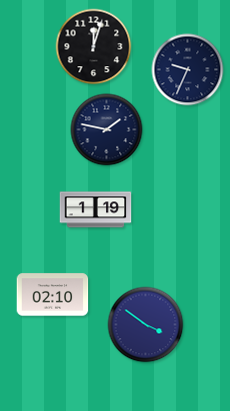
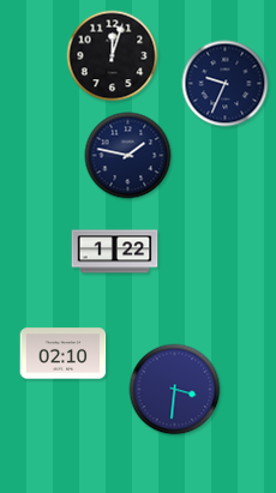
clock at (96, 210): 1:19 -> 1:22
clock at (146, 325): 3:51 -> 3:31
